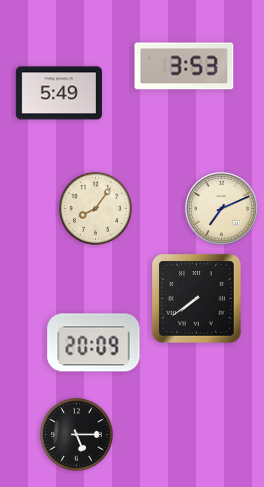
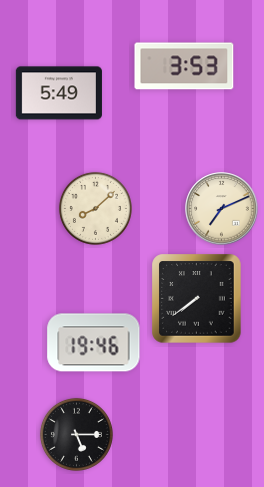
clock at (95, 208): 8:06 -> 8:08
clock at (94, 343): 20:09 -> 19:46
